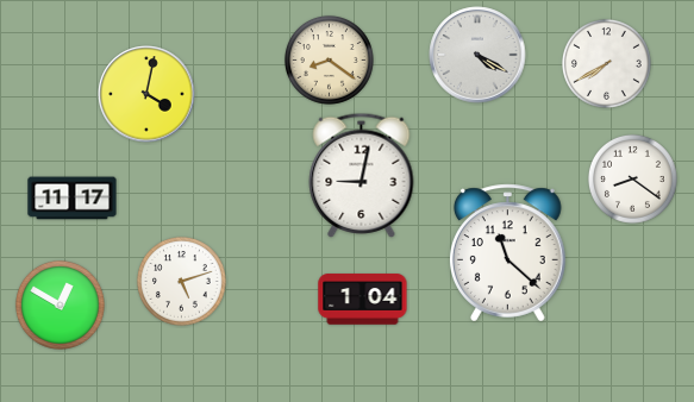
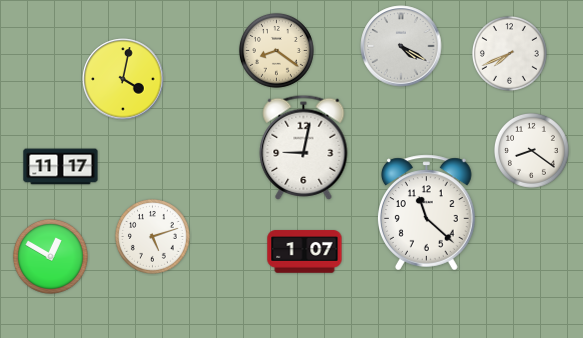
clock at (606, 63): 7:40 -> 7:41
clock at (363, 300): 1:04 -> 1:07
